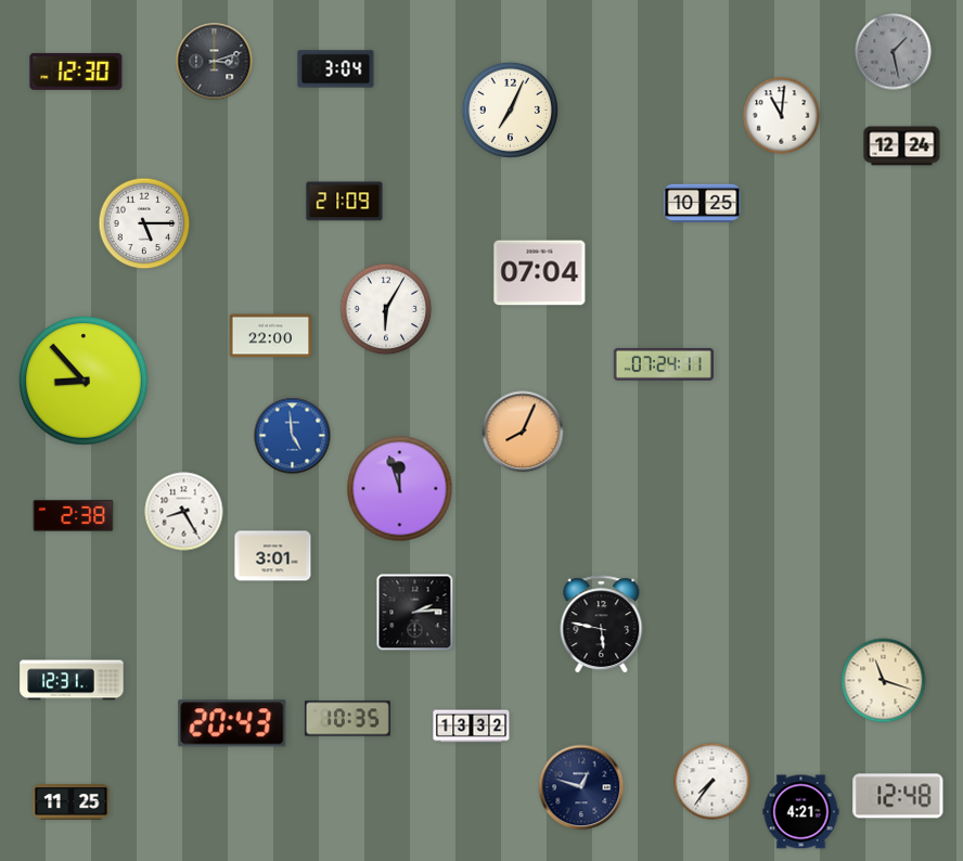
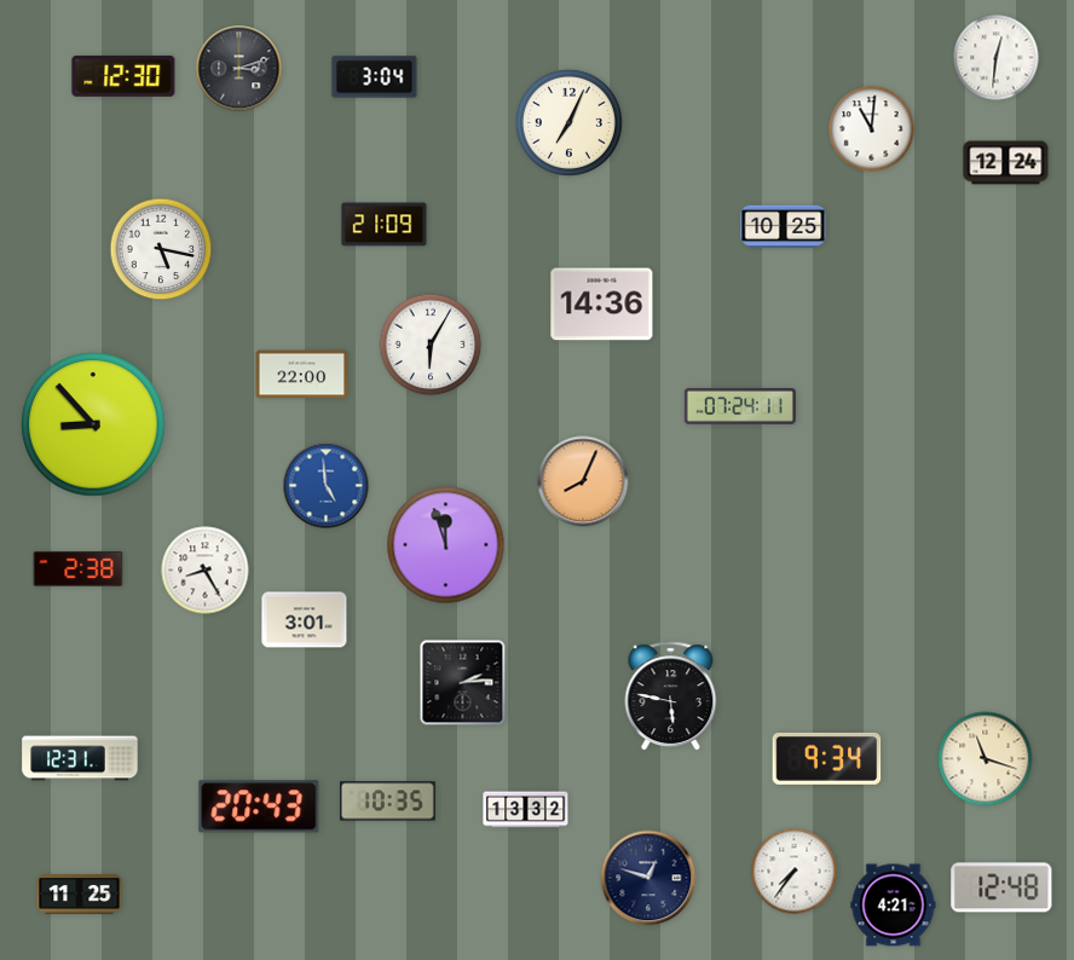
clock at (894, 52): 1:28 -> 12:31
clock at (894, 52) dial: grey -> white
clock at (76, 72) position: (76, 72) -> (123, 76)
clock at (144, 223): 5:15 -> 5:17
clock at (540, 273): 07:04 -> 14:36
clock at (74, 515) position: (74, 515) -> (79, 568)
clock at (827, 758): none -> 9:34
